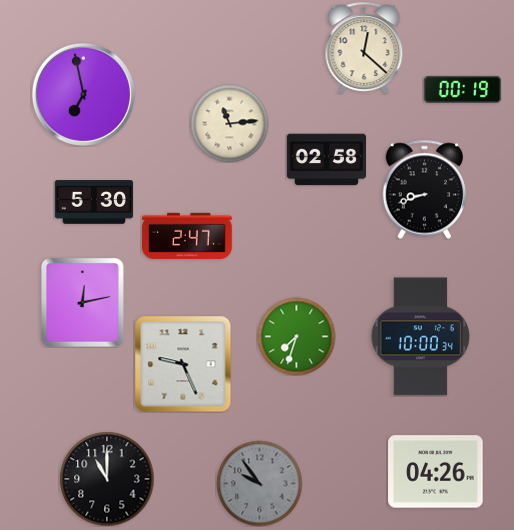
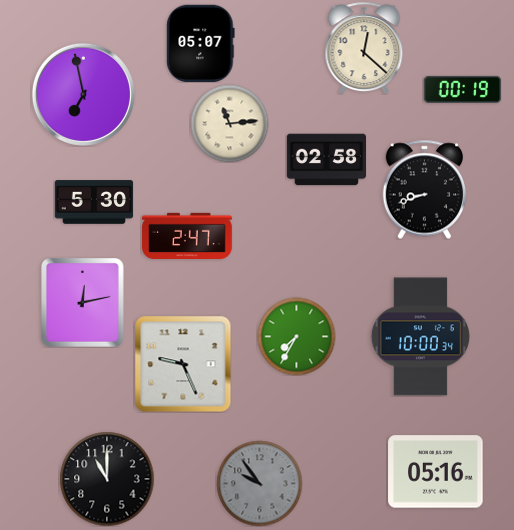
clock at (201, 43): none -> 05:07
clock at (296, 336): 7:33 -> 7:35
clock at (436, 472): 04:26 -> 05:16
